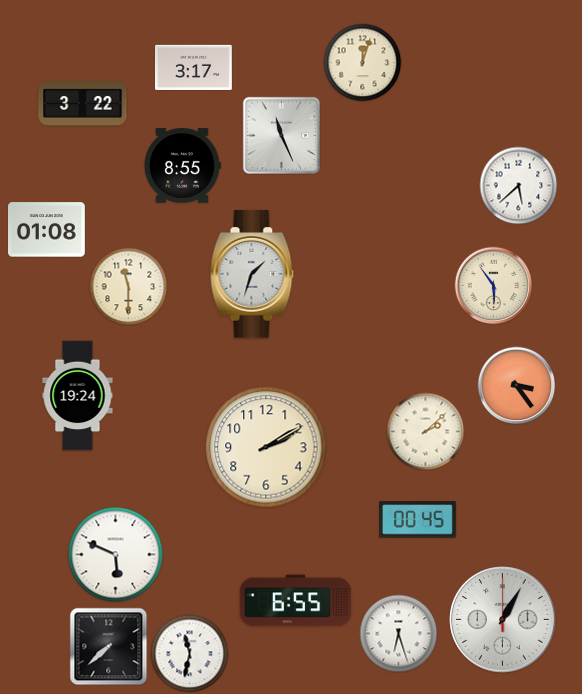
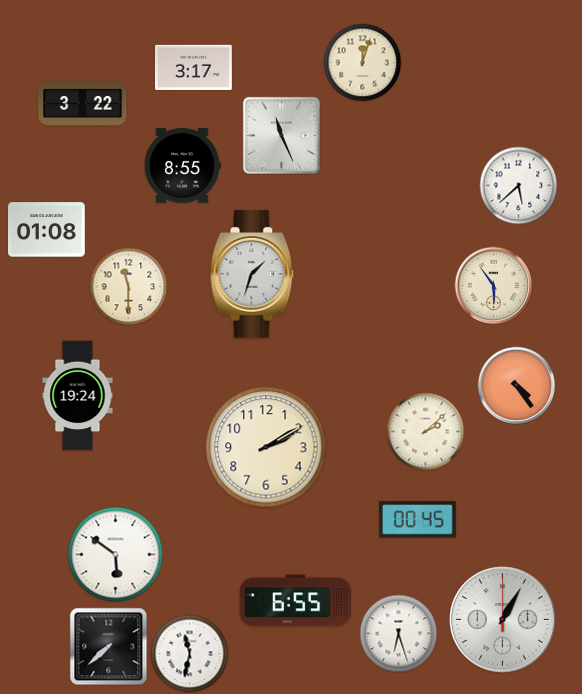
clock at (516, 385): 3:24 -> 4:24
clock at (115, 554): 5:49 -> 5:51
